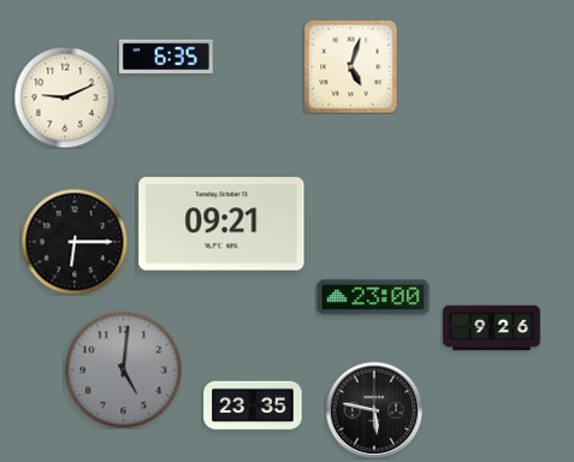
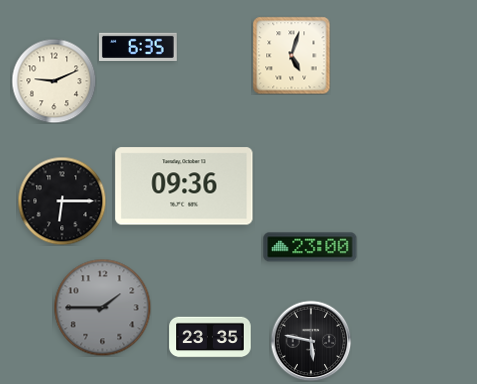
clock at (221, 224): 09:21 -> 09:36
clock at (492, 328): 9:26 -> none
clock at (123, 369): 5:01 -> 1:45
